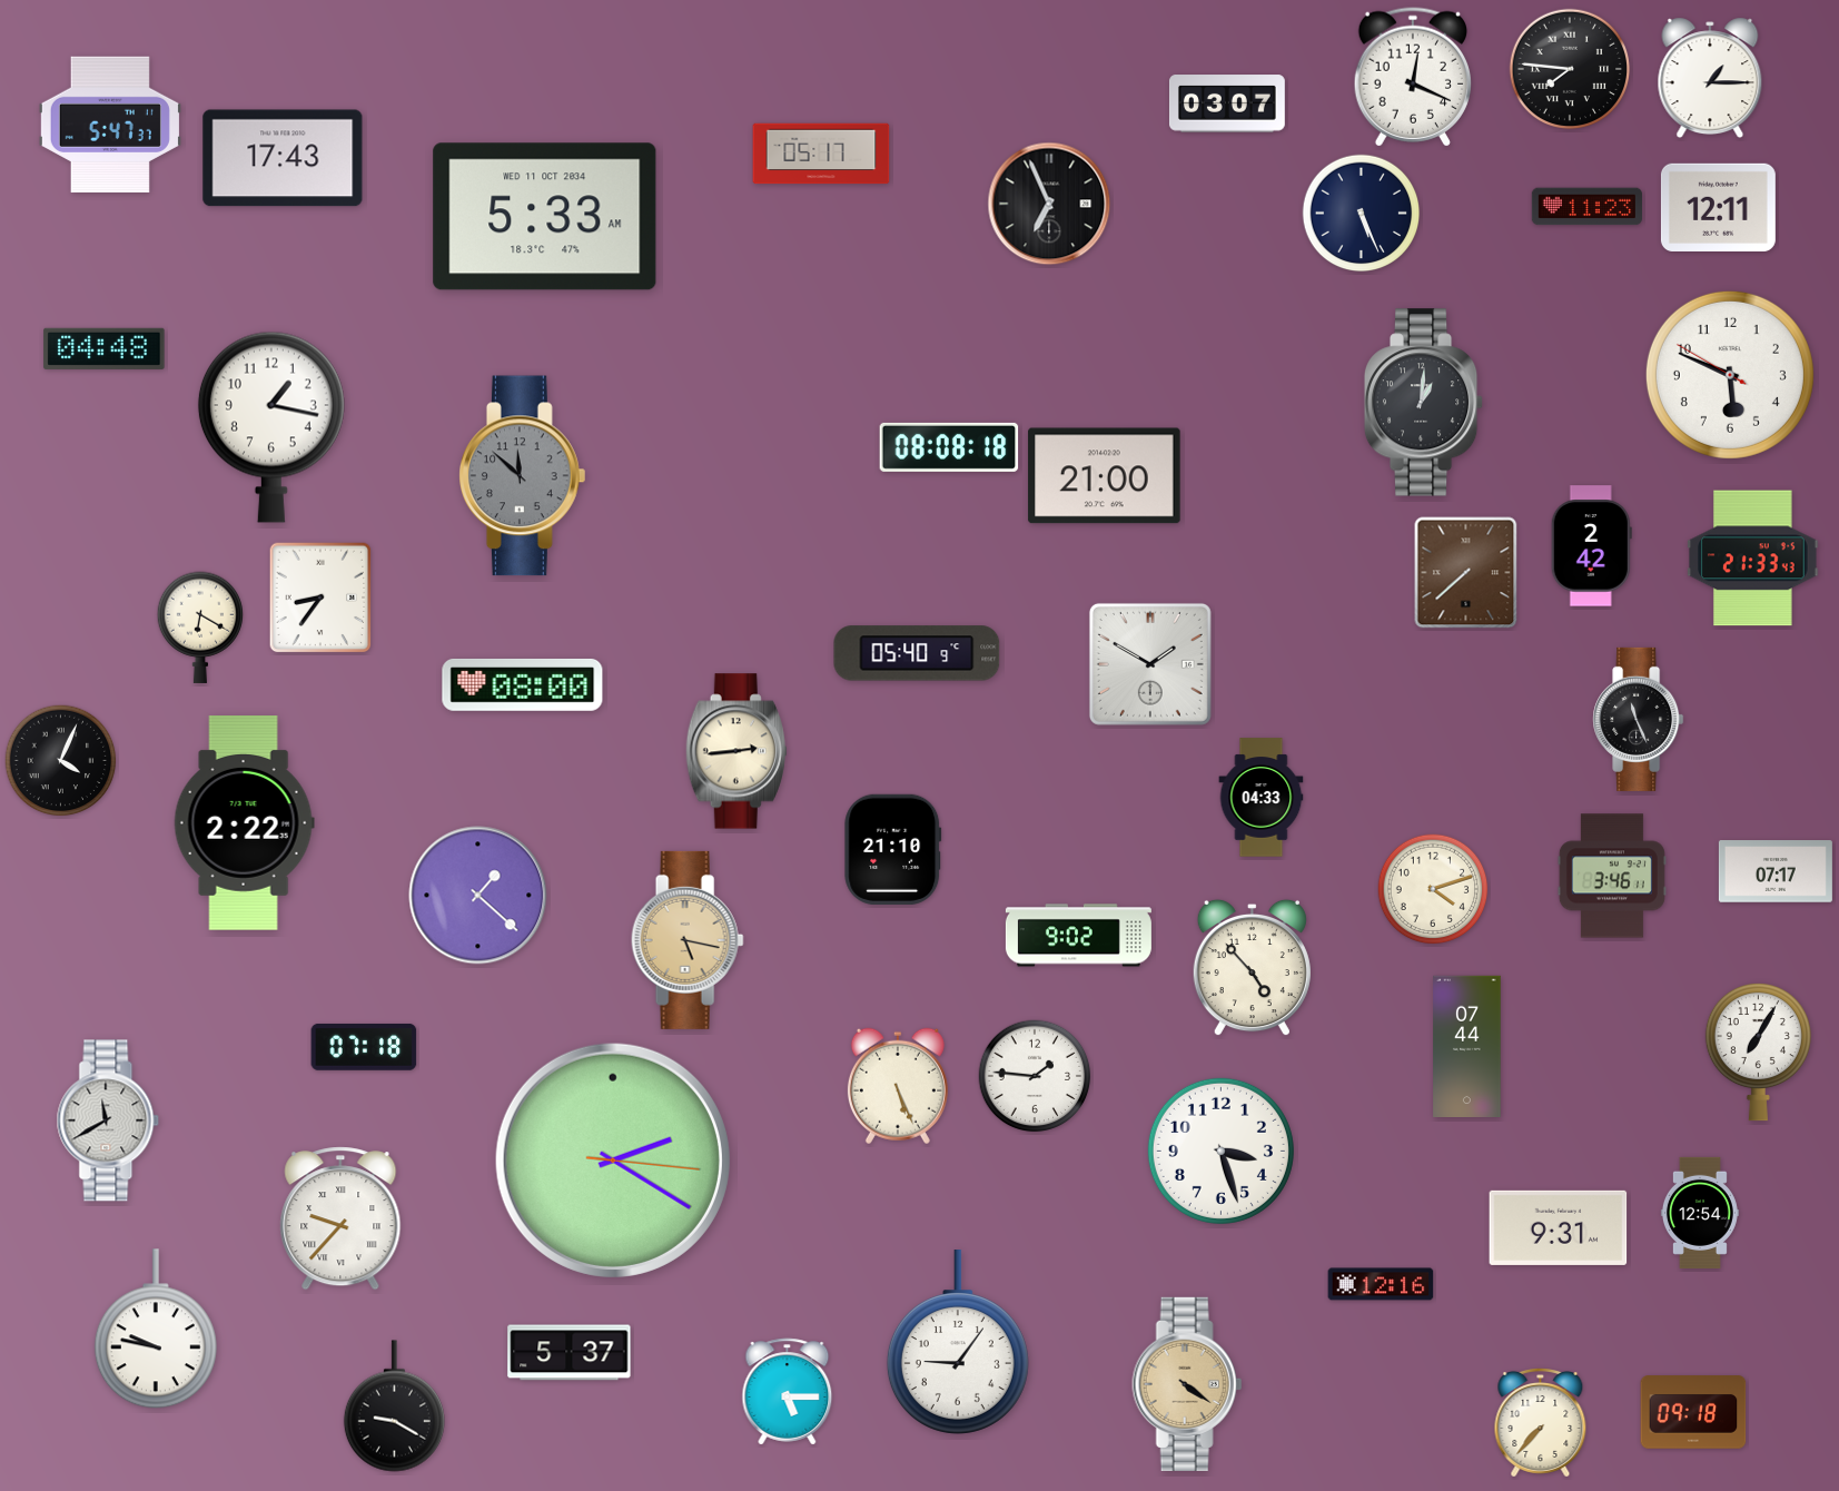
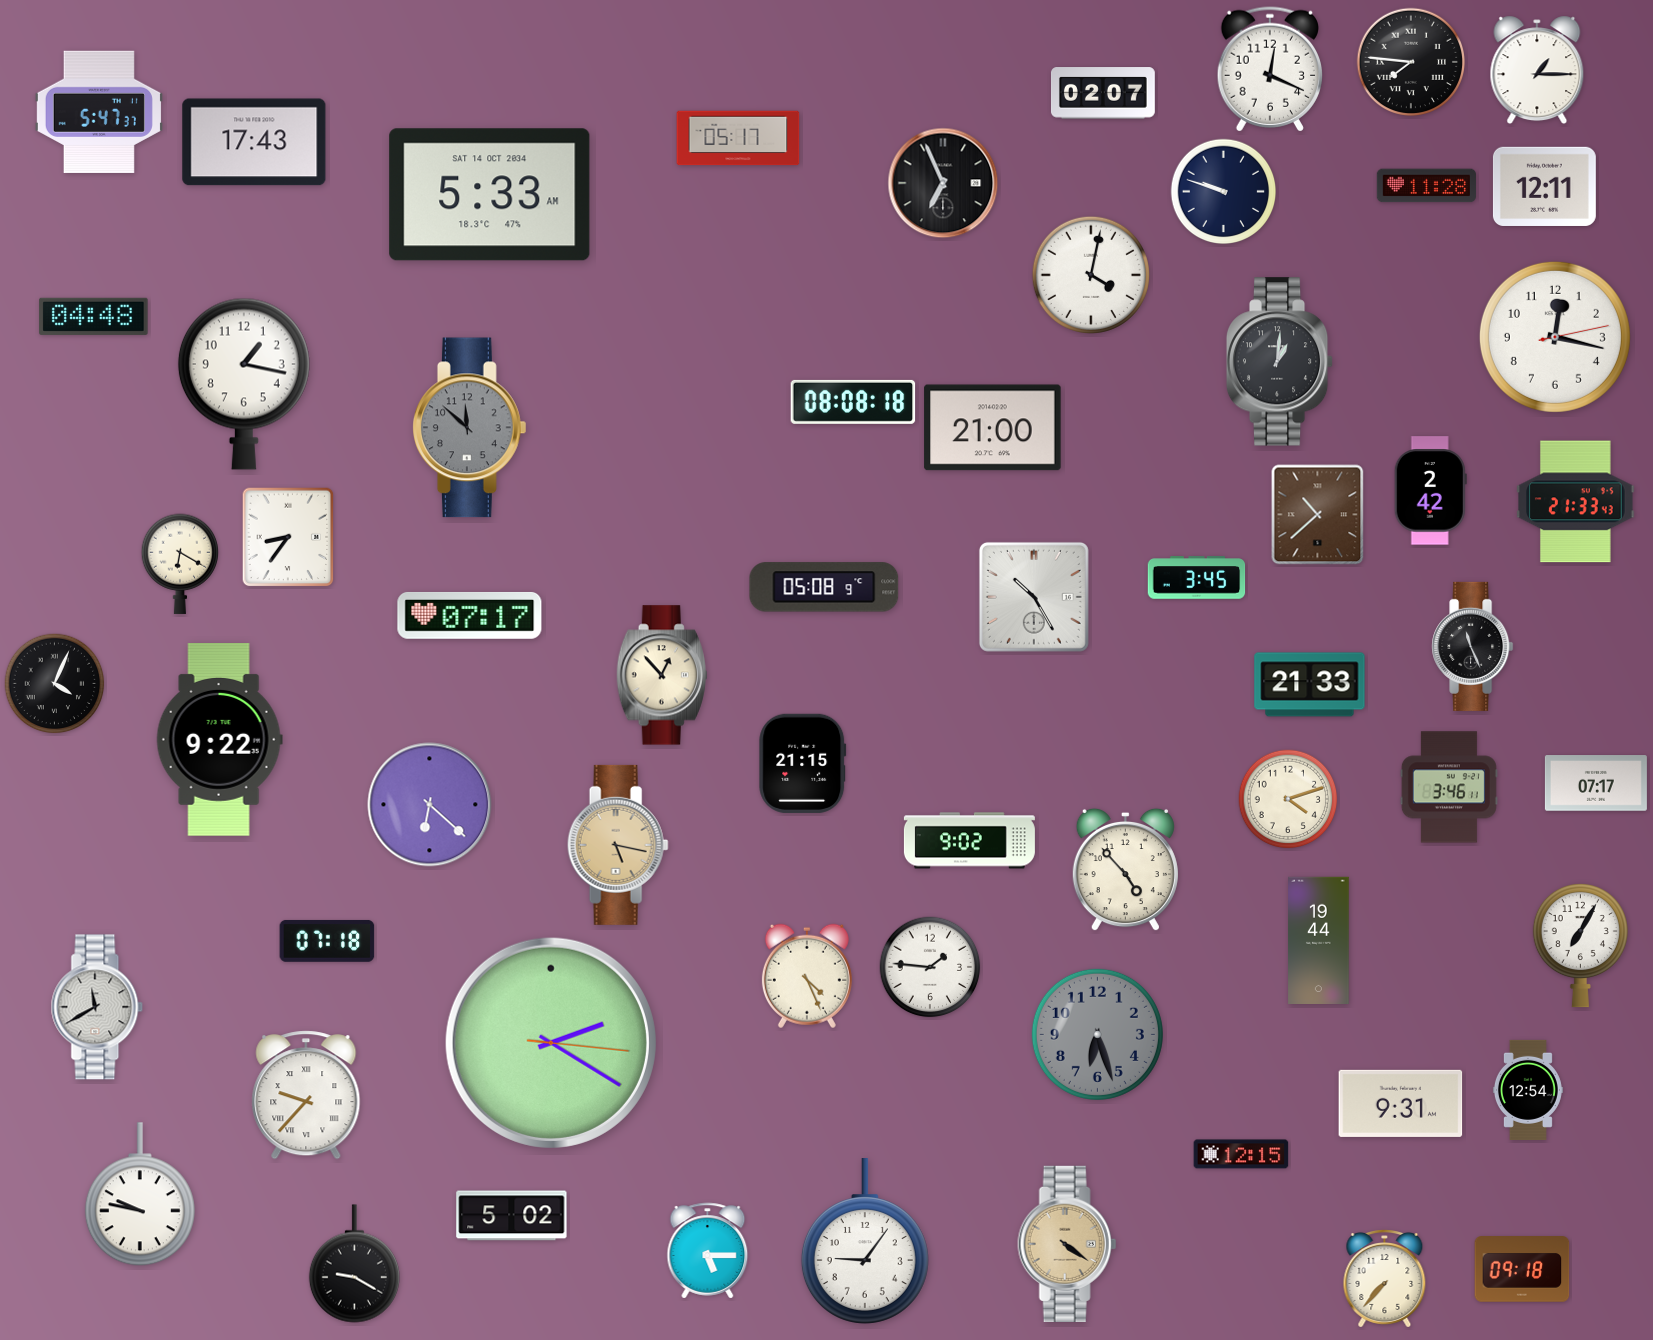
clock at (1227, 103): 03:07 -> 02:07
clock at (1586, 207): 11:23 -> 11:28
clock at (1362, 214): 5:26 -> 9:48
clock at (545, 217) date: WED 11 OCT 2034 -> SAT 14 OCT 2034
clock at (1091, 275): none -> 4:02
clock at (105, 348) position: (105, 348) -> (94, 316)
clock at (1730, 375): 5:48 -> 12:17
clock at (1466, 573): 7:38 -> 10:38
clock at (1197, 578): none -> 3:45
clock at (917, 653): 05:40 -> 05:08
clock at (1150, 664): 1:50 -> 10:25
clock at (523, 685): 08:00 -> 07:17
clock at (736, 751): 2:44 -> 12:53
clock at (1310, 685): none -> 21:33
clock at (1262, 798): 04:33 -> none
clock at (244, 823): 2:22 -> 9:22
clock at (893, 849): 21:10 -> 21:15
clock at (478, 896): 1:22 -> 6:22
clock at (1467, 1046): 07:44 -> 19:44
clock at (898, 1086): 5:26 -> 4:26
clock at (1220, 1151): 3:27 -> 6:27
clock at (1220, 1151) dial: white -> grey
clock at (1381, 1284): 12:16 -> 12:15
clock at (958, 1342) position: (958, 1342) -> (865, 1241)
clock at (570, 1353): 5:37 -> 5:02
